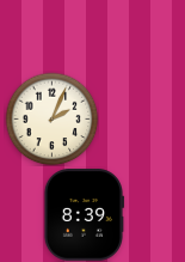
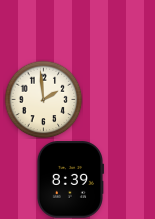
clock at (51, 118): 2:04 -> 1:59
